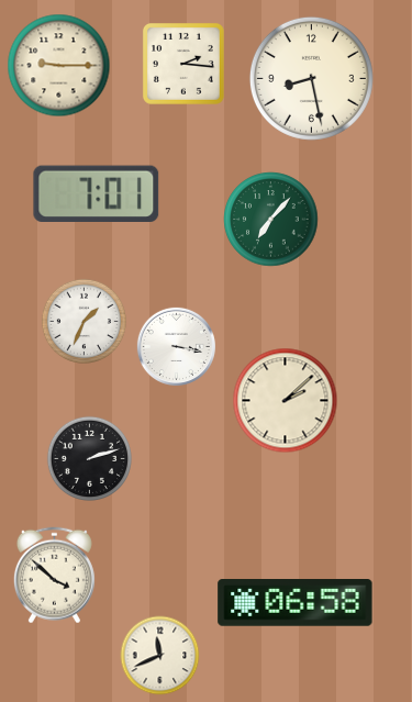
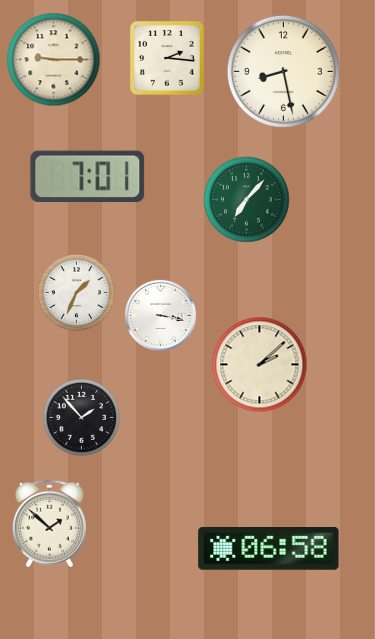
clock at (89, 458): 2:12 -> 1:53
clock at (54, 576): 3:52 -> 1:52
clock at (160, 656): 11:41 -> none
